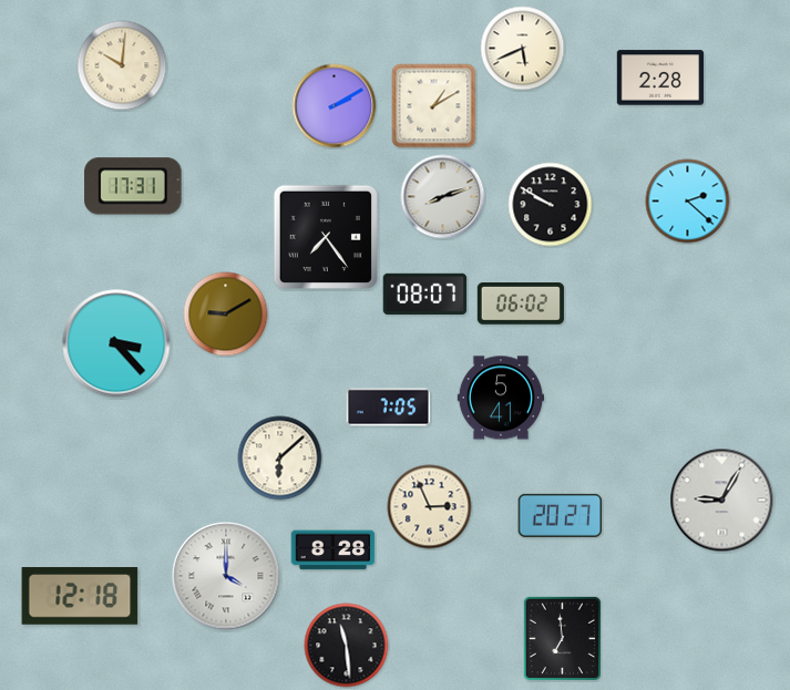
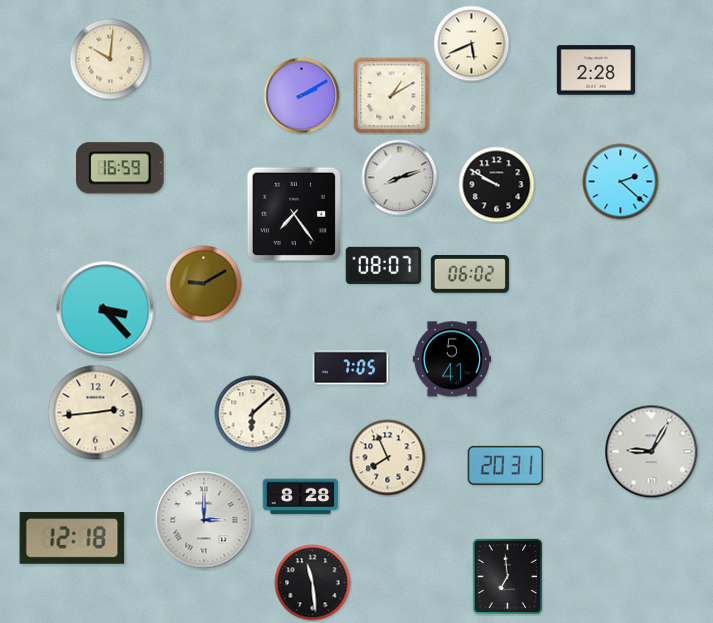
clock at (133, 186): 17:31 -> 16:59
clock at (96, 413): none -> 2:44
clock at (430, 507): 2:56 -> 7:56
clock at (561, 515): 20:27 -> 20:31
clock at (226, 576): 4:00 -> 3:00
